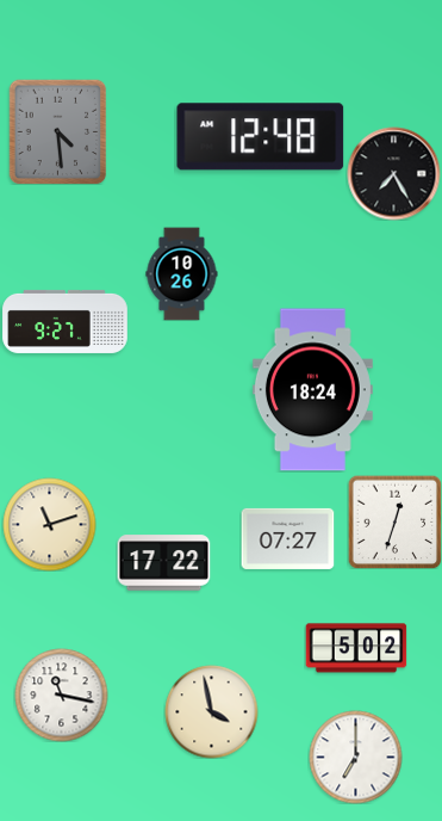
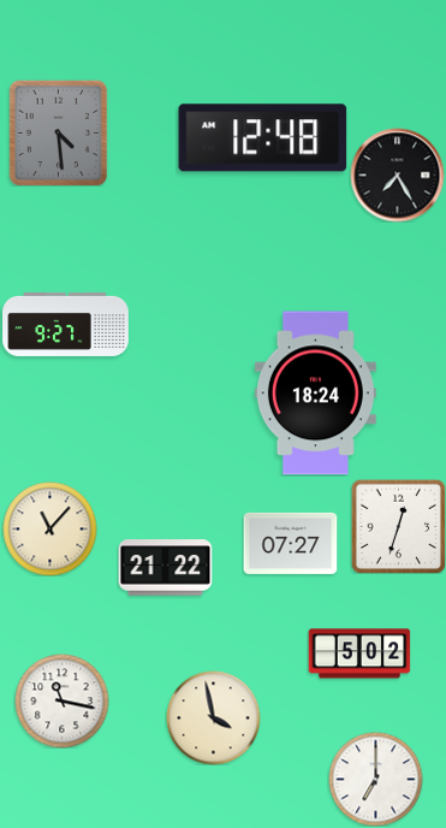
clock at (182, 273): 10:26 -> none
clock at (49, 524): 11:12 -> 11:07
clock at (163, 563): 17:22 -> 21:22
clock at (355, 757) position: (355, 757) -> (375, 779)
